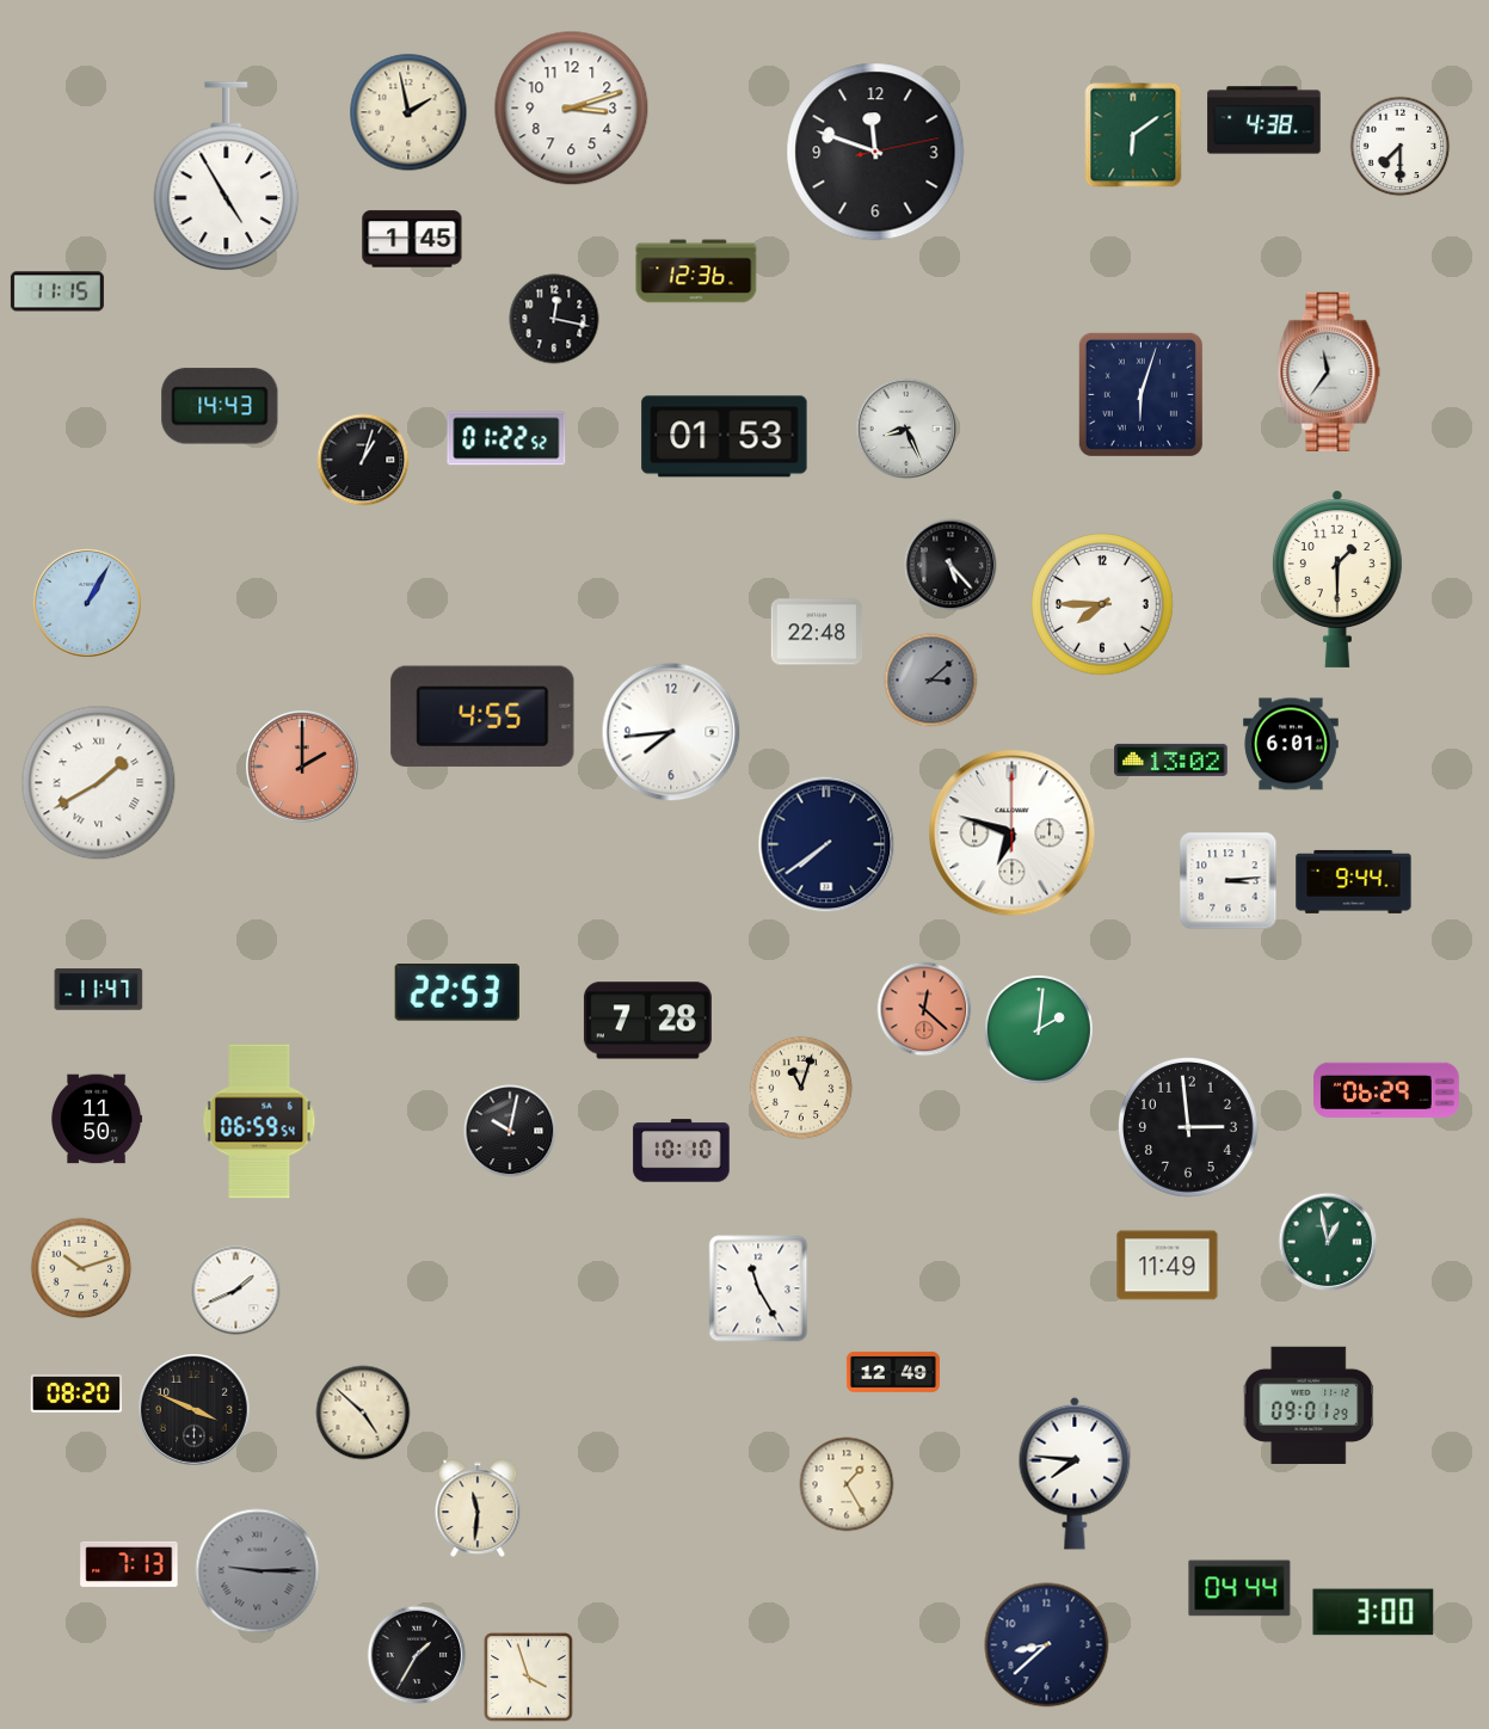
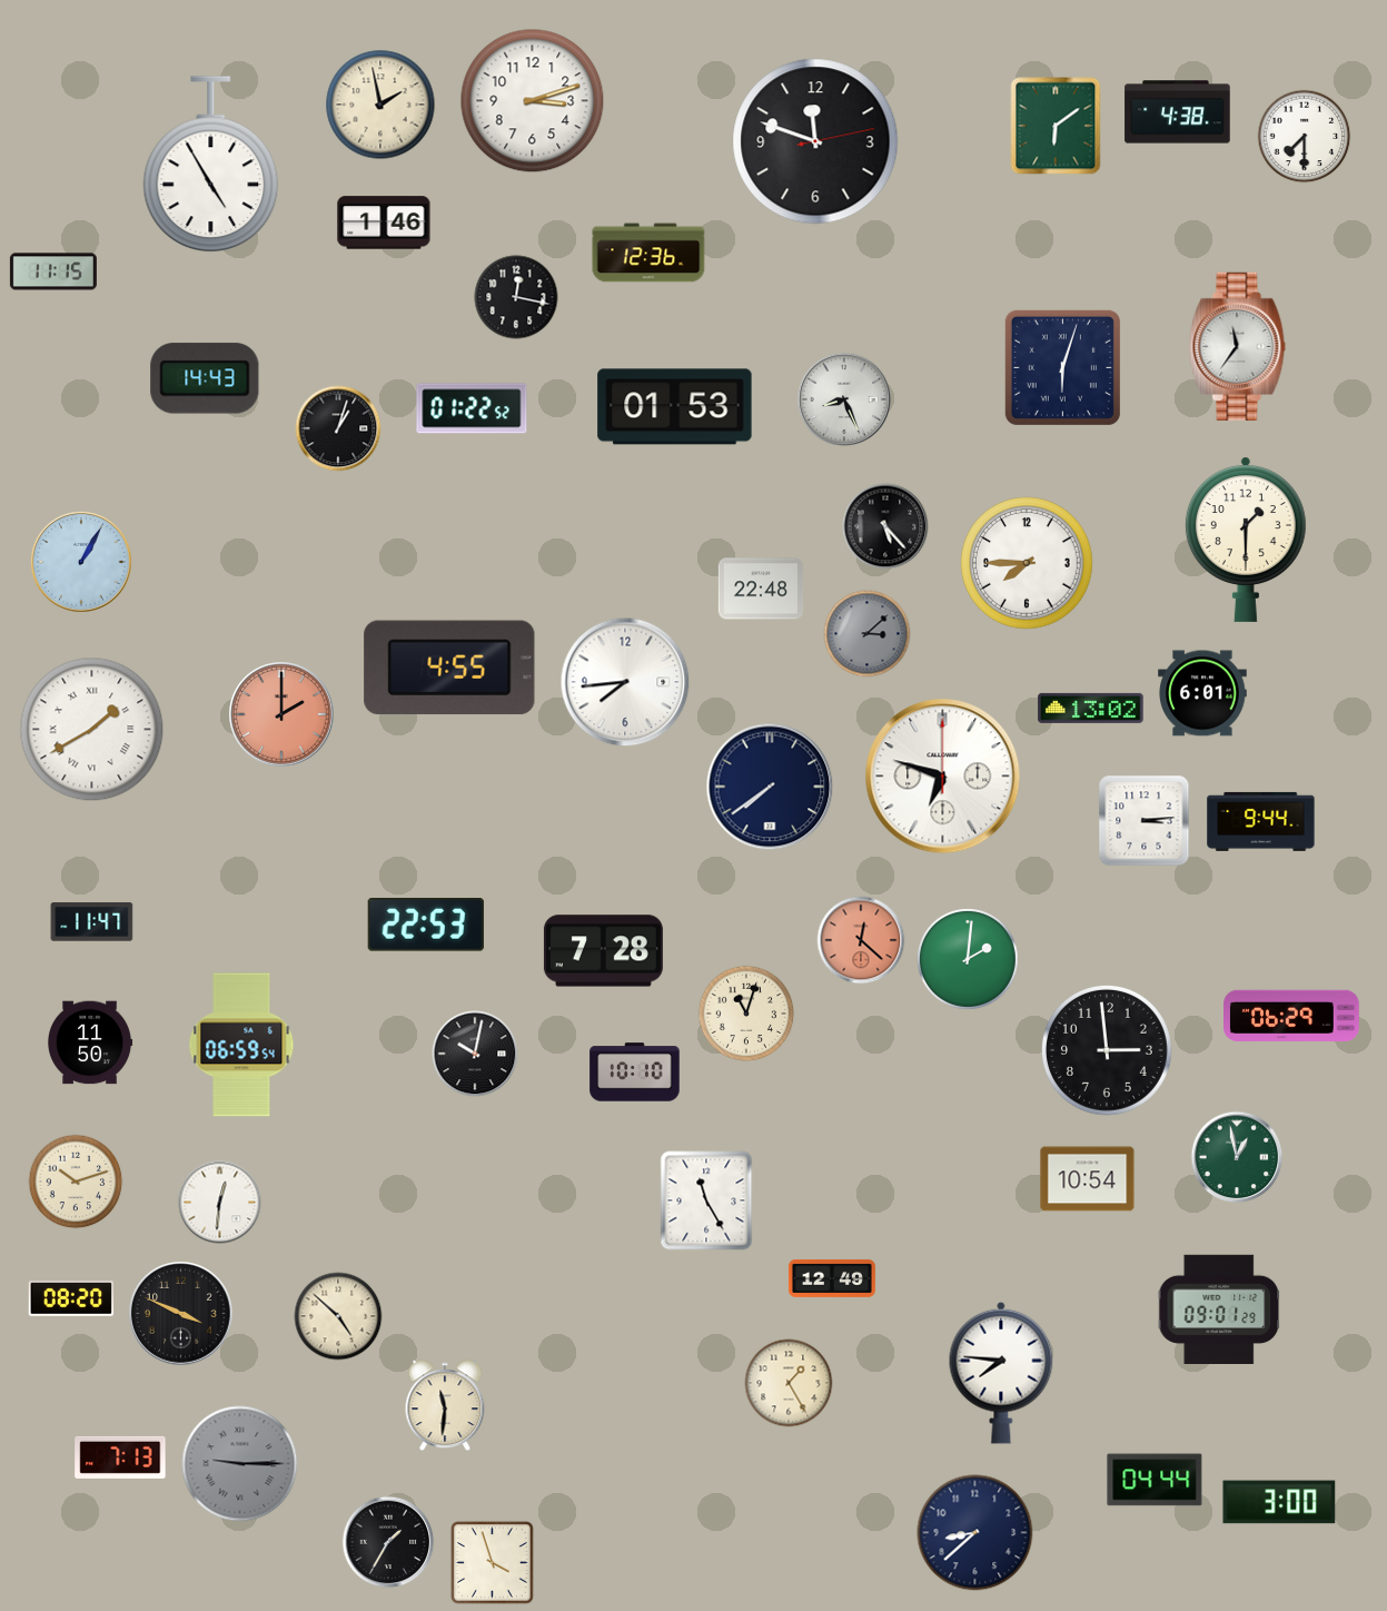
clock at (412, 239): 1:45 -> 1:46
clock at (1168, 1266): 11:49 -> 10:54
clock at (236, 1291): 1:41 -> 12:31
